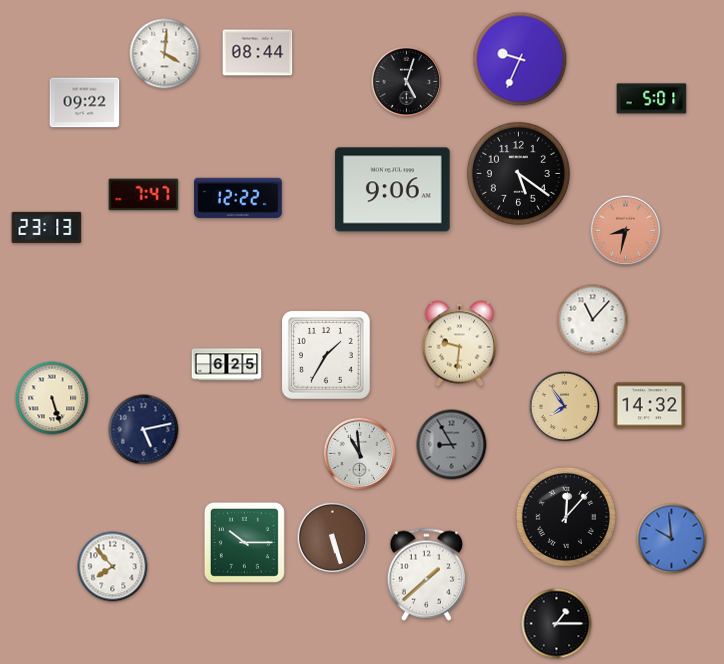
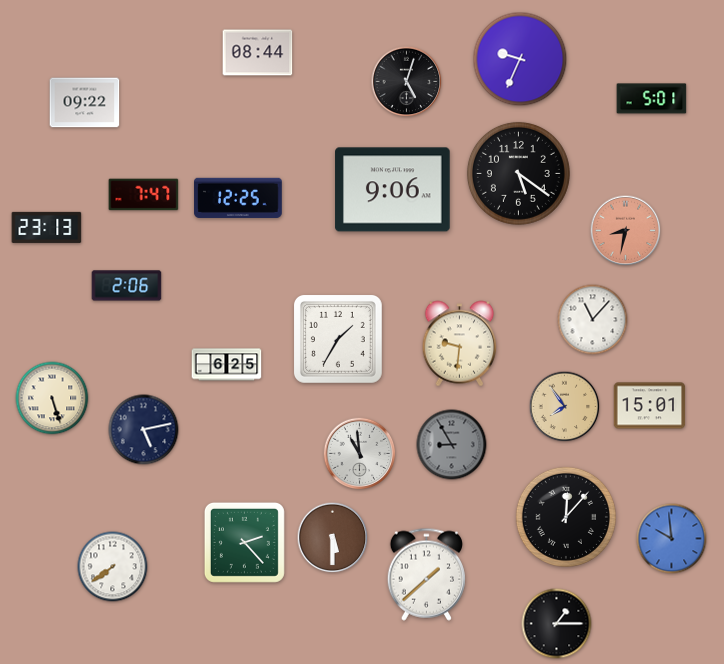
clock at (165, 54): 4:01 -> none
clock at (238, 198): 12:22 -> 12:25
clock at (127, 286): none -> 2:06
clock at (326, 355) position: (326, 355) -> (338, 339)
clock at (650, 406): 14:32 -> 15:01
clock at (333, 538): 5:27 -> 5:30
clock at (244, 542): 10:15 -> 2:23
clock at (113, 567): 7:53 -> 7:39
